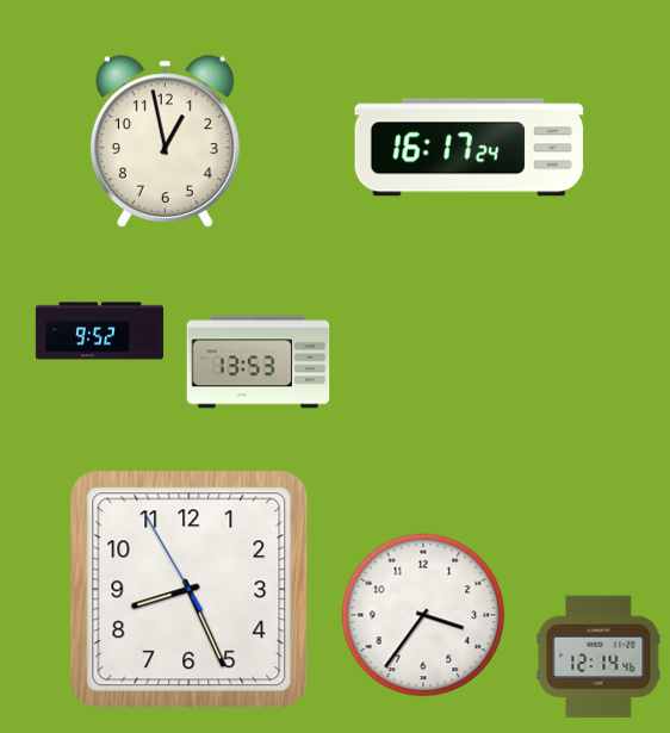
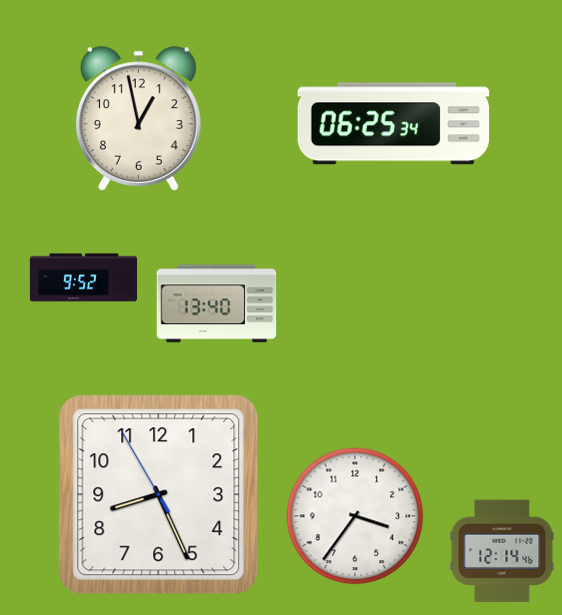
clock at (470, 148): 16:17 -> 06:25
clock at (259, 362): 13:53 -> 13:40
